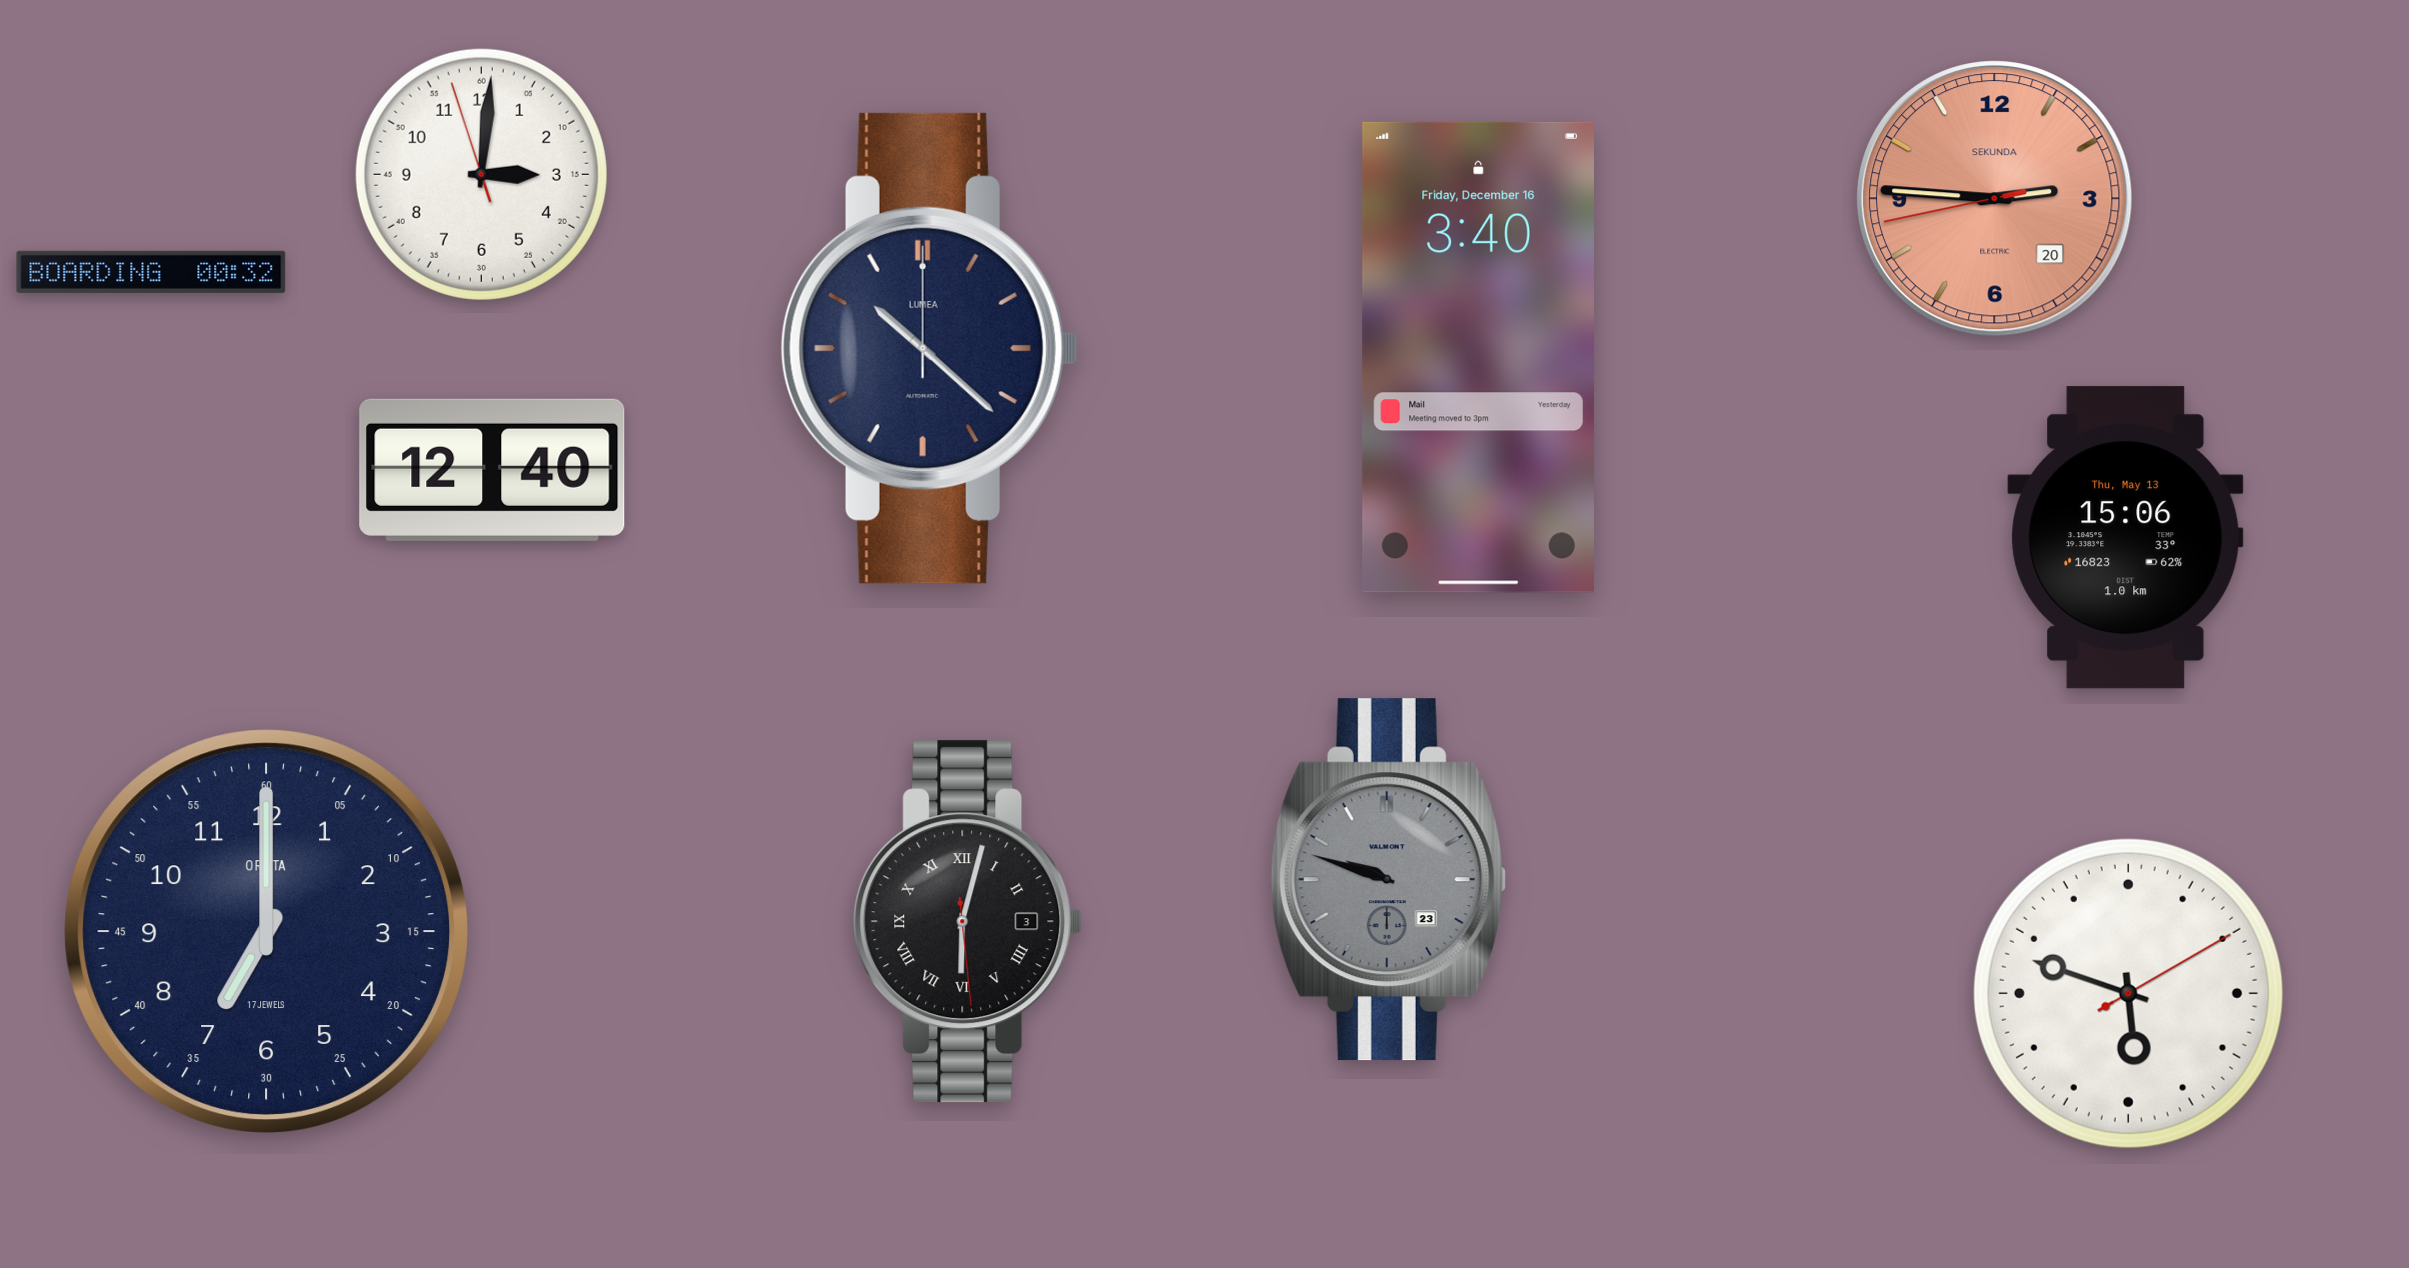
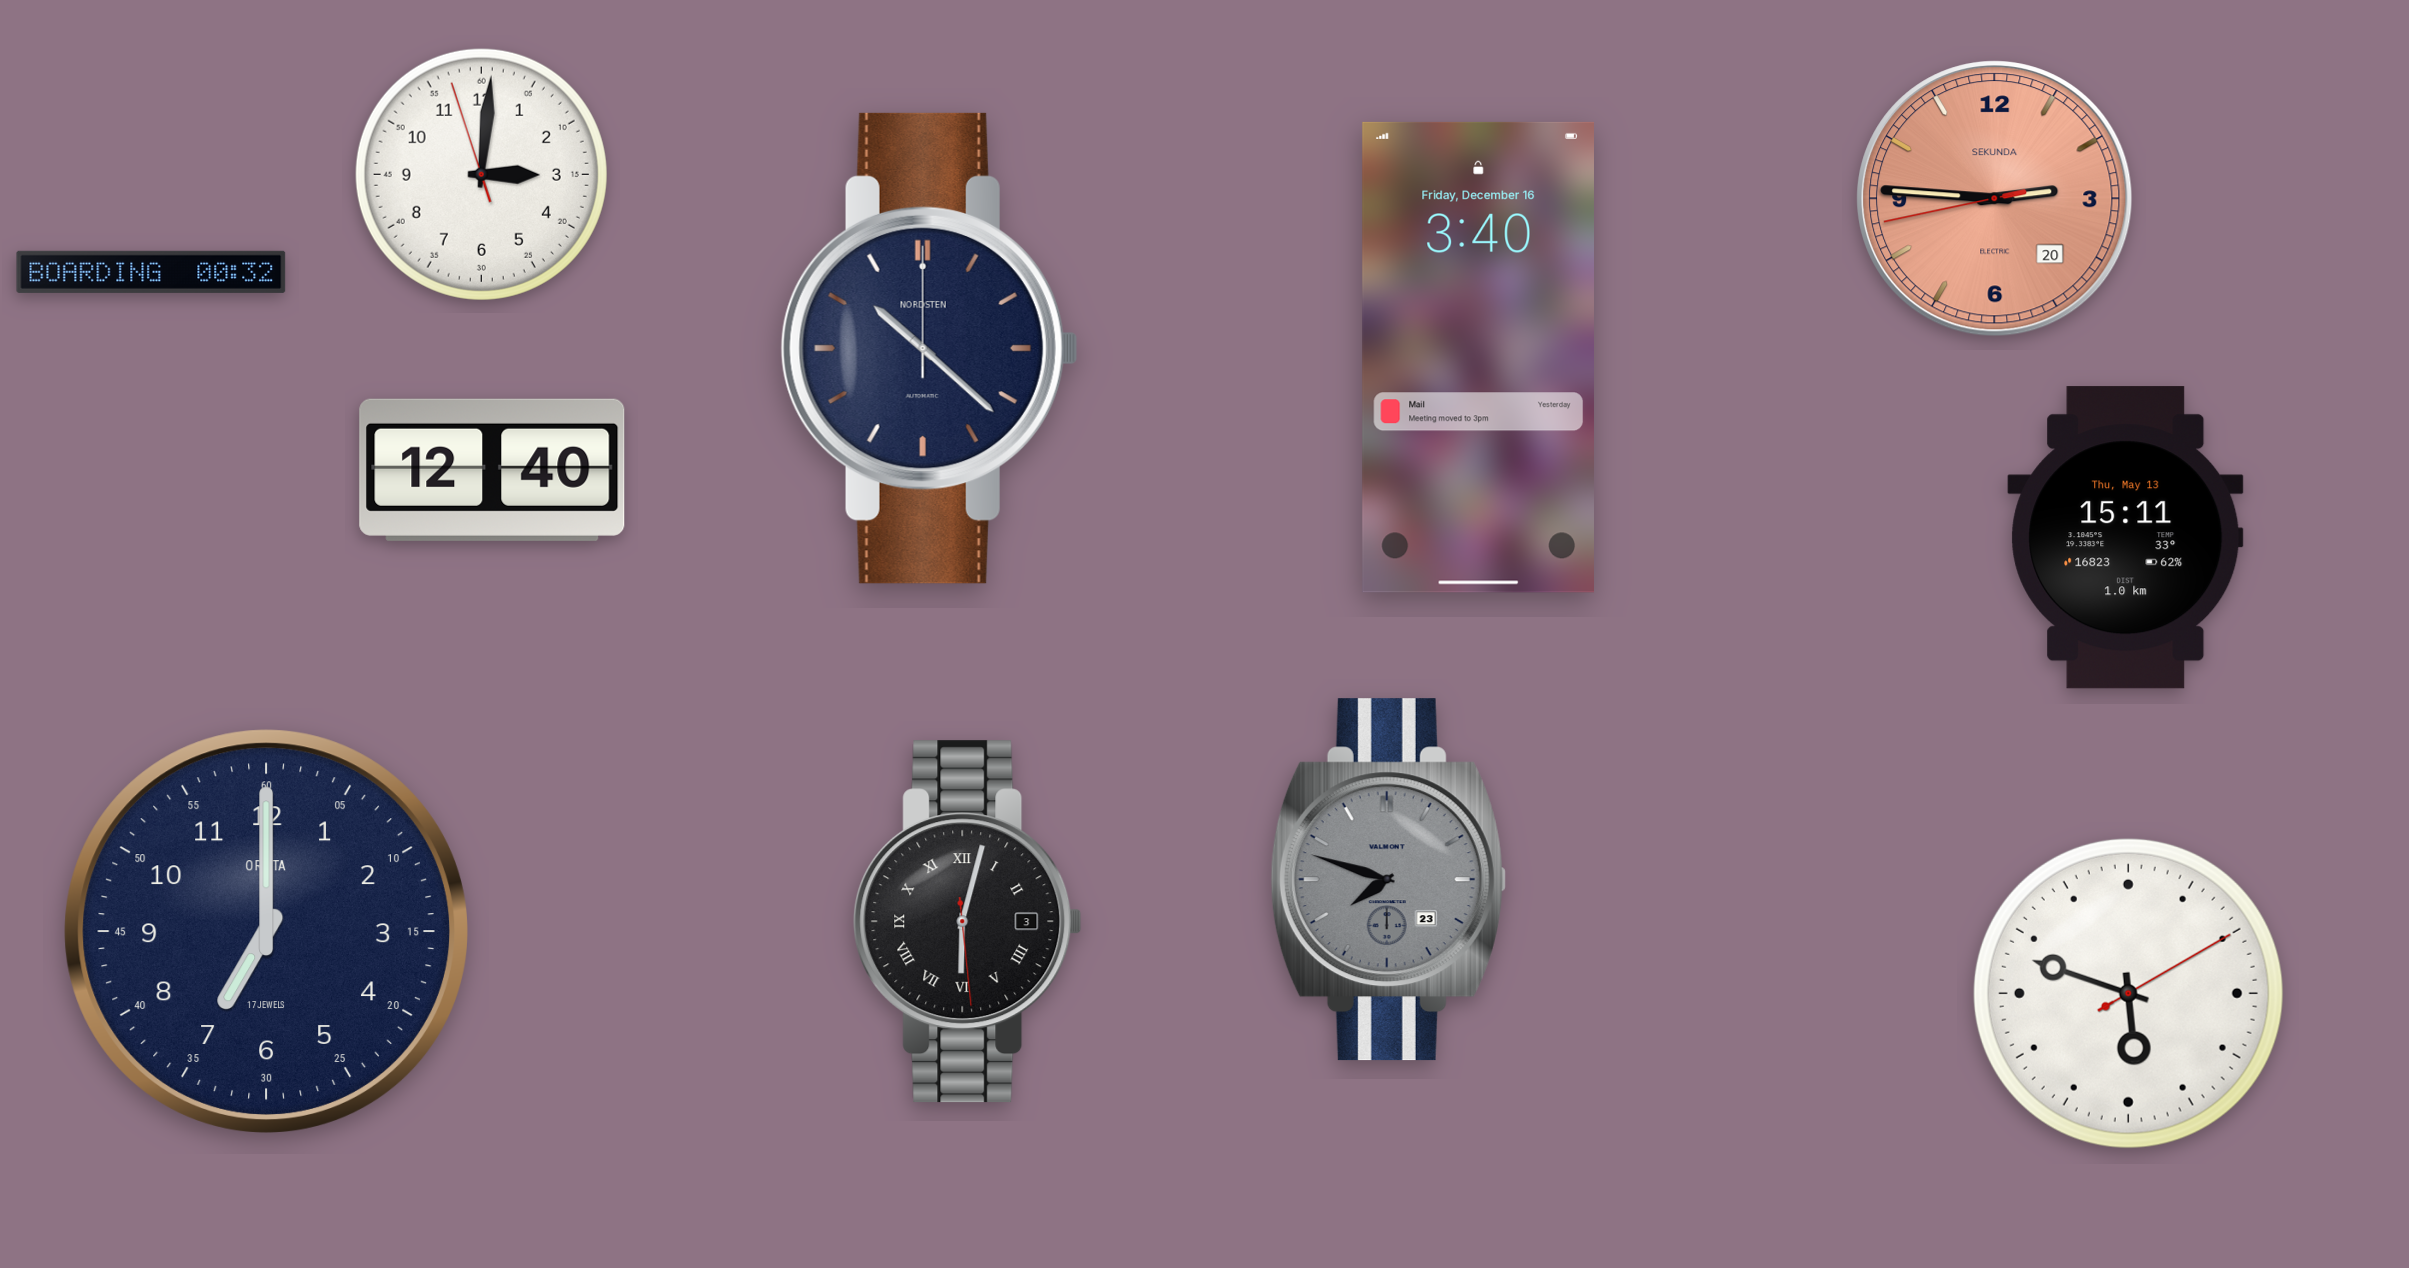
clock at (929, 348) brand: LUMEA -> NORDSTEN
clock at (2126, 538): 15:06 -> 15:11
clock at (1388, 880): 9:48 -> 7:48
